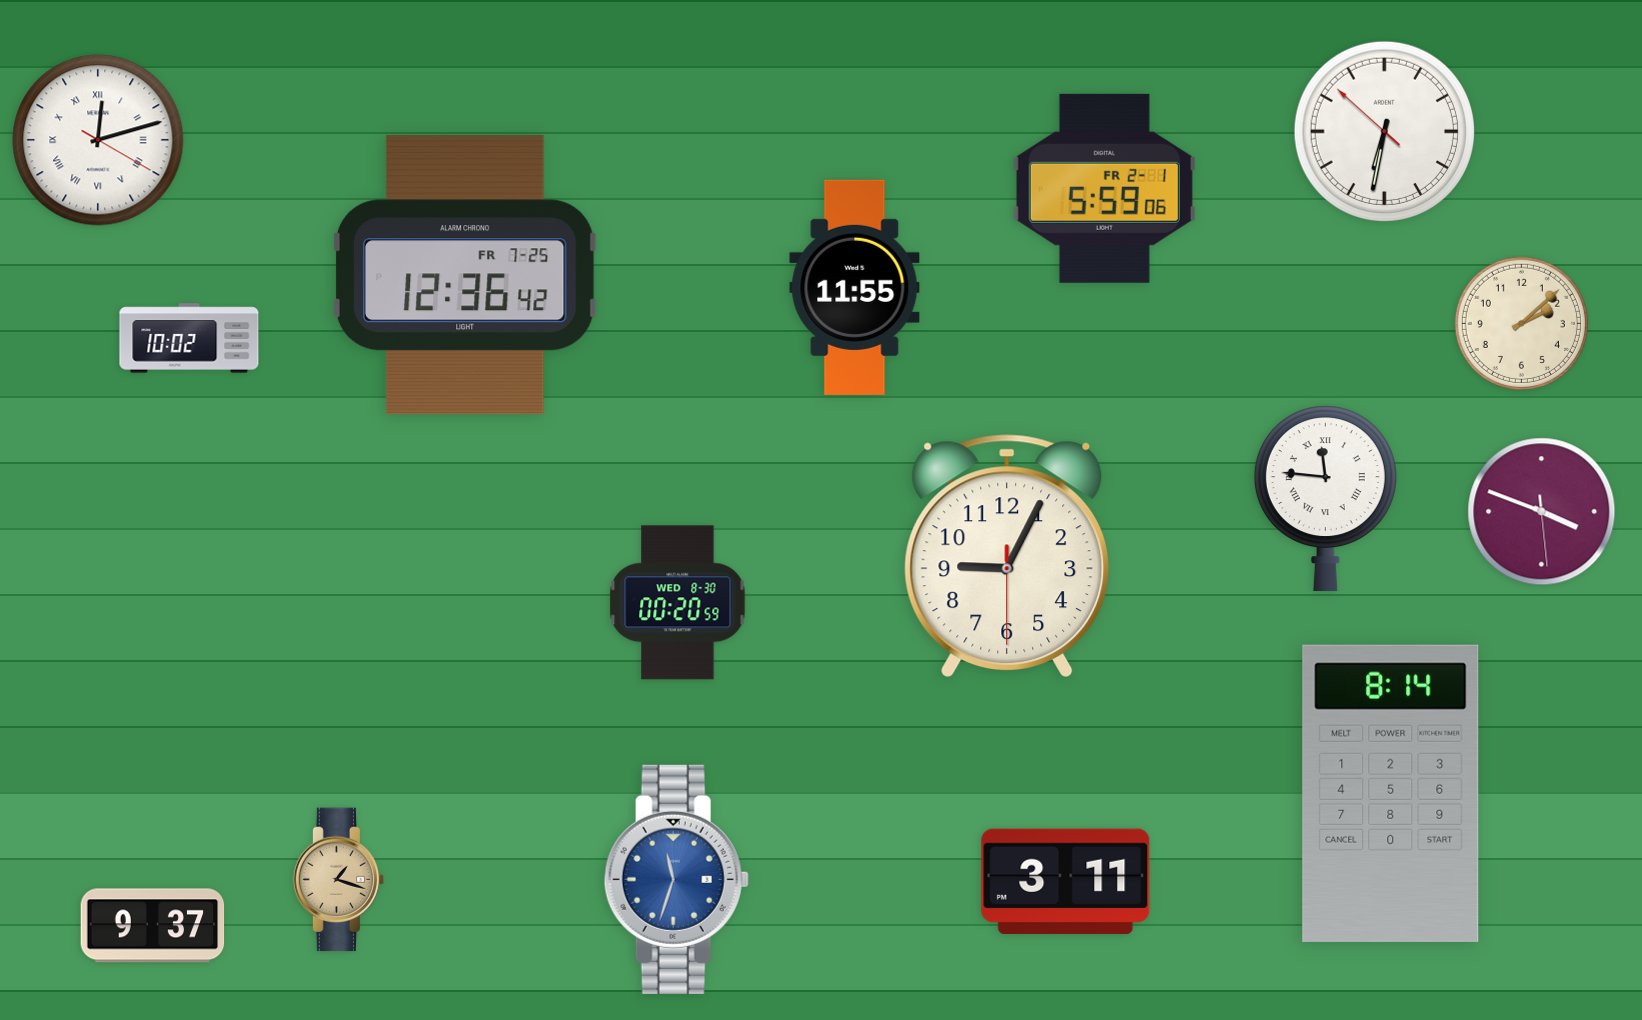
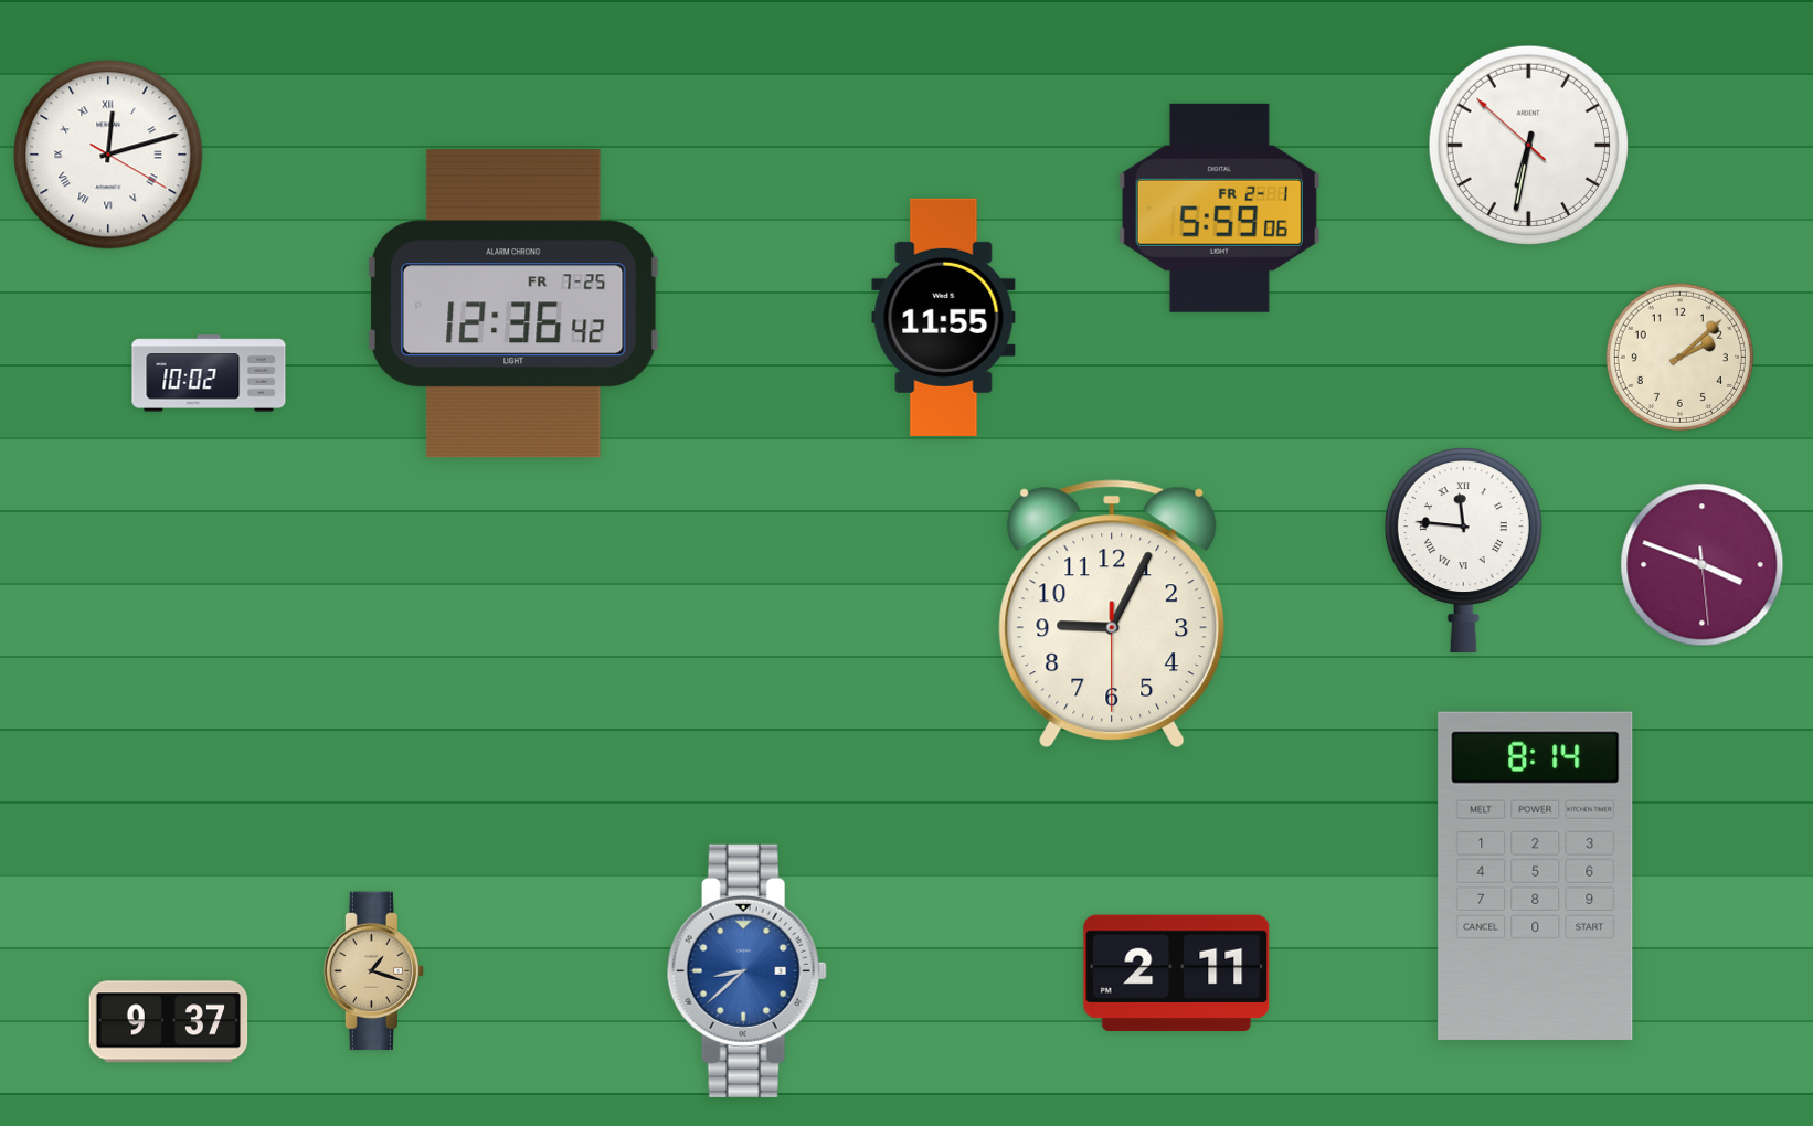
clock at (678, 603): 00:20 -> none
clock at (676, 879): 11:33 -> 8:38
clock at (1066, 881): 3:11 -> 2:11
